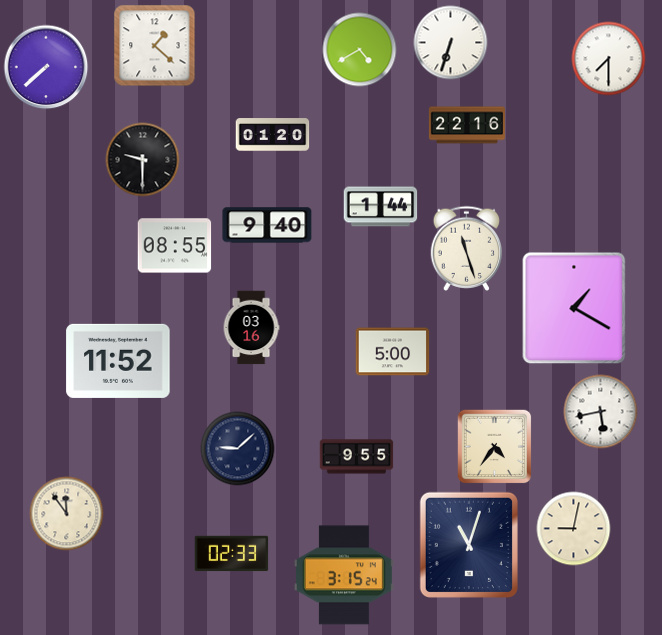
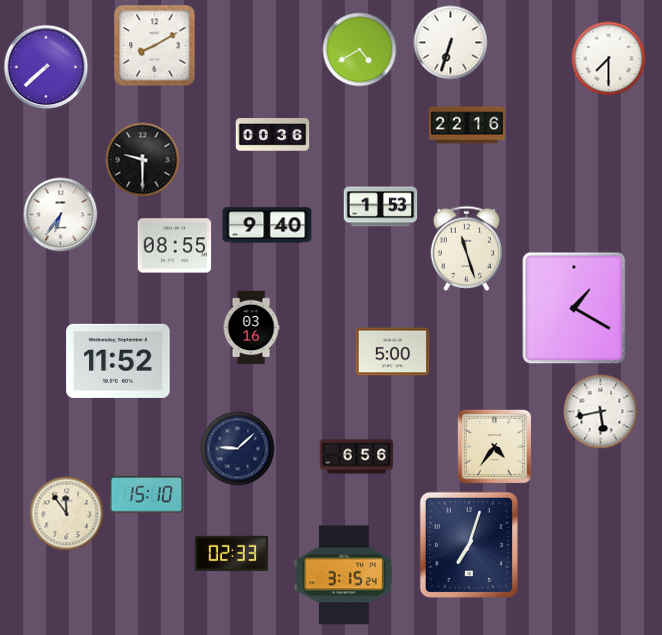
clock at (155, 46): 1:22 -> 8:10
clock at (273, 135): 01:20 -> 00:36
clock at (381, 207): 1:44 -> 1:53
clock at (61, 215): none -> 6:36
clock at (357, 457): 9:55 -> 6:56
clock at (147, 495): none -> 15:10
clock at (574, 529): 9:02 -> none
clock at (469, 545): 11:03 -> 7:03
